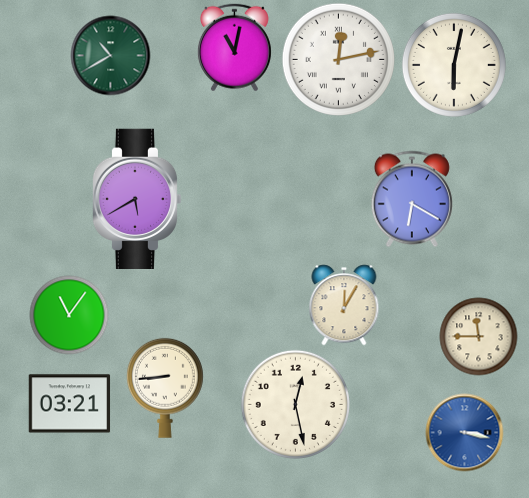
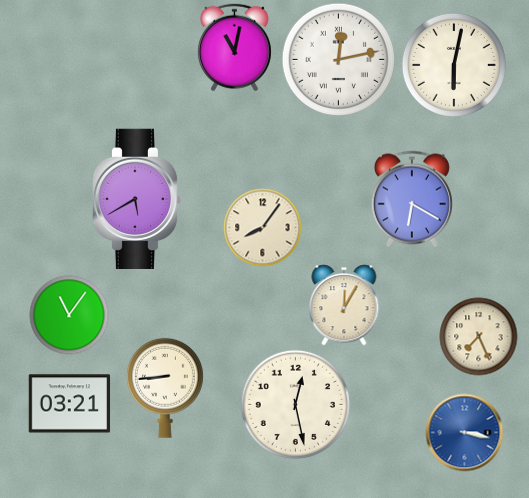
clock at (110, 55): 10:40 -> none
clock at (262, 227): none -> 8:06
clock at (478, 336): 11:45 -> 7:26
